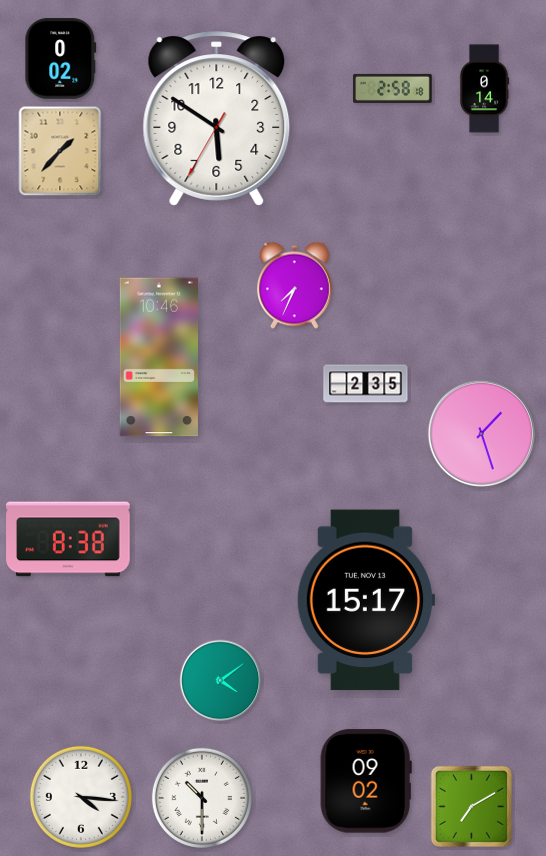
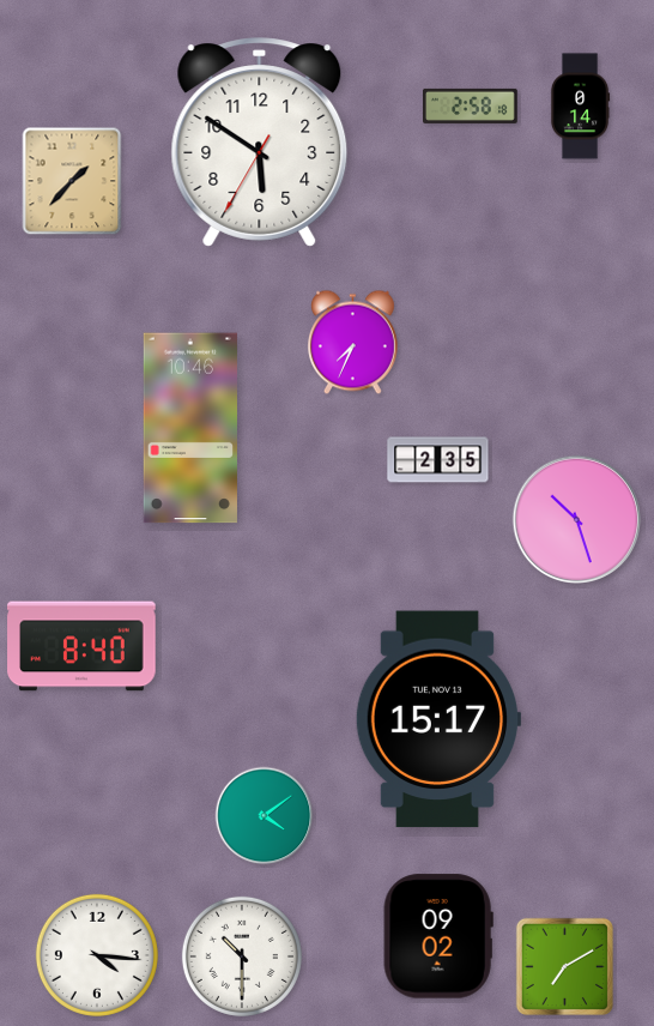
clock at (61, 59): 0:02 -> none
clock at (482, 434): 1:27 -> 10:27
clock at (68, 539): 8:38 -> 8:40
